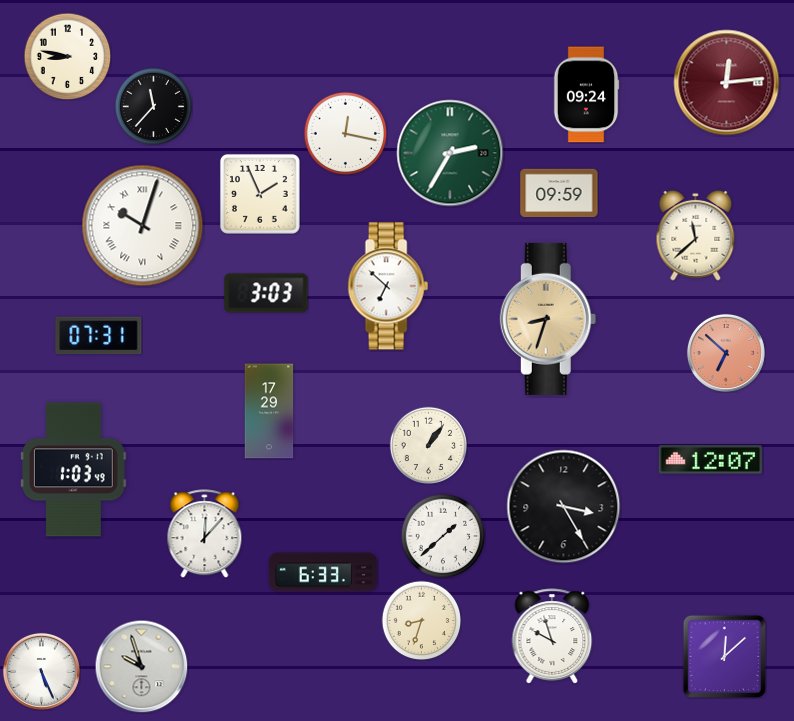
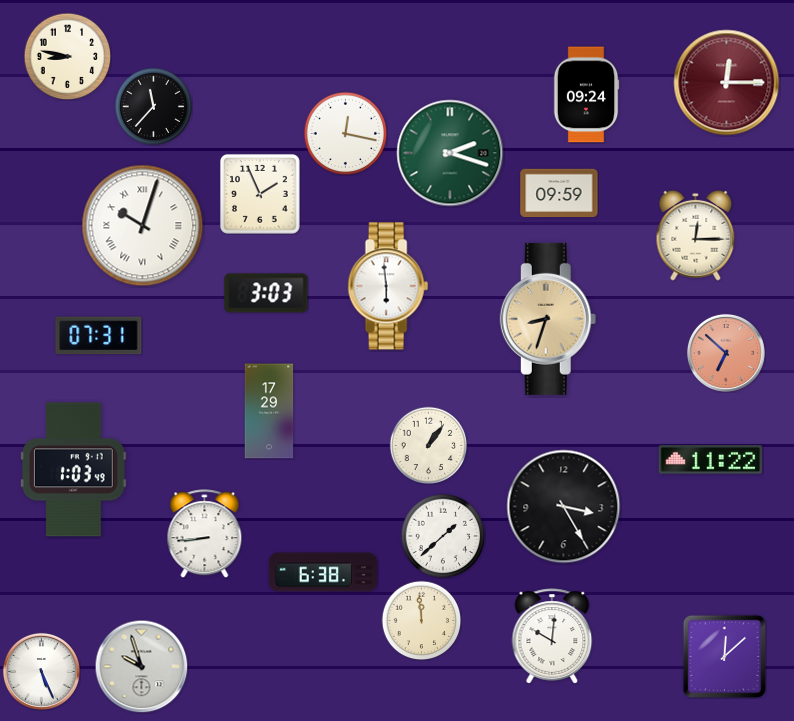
clock at (727, 83): 12:14 -> 12:15
clock at (450, 153): 2:35 -> 2:18
clock at (696, 235): 11:38 -> 12:15
clock at (388, 286): 6:52 -> 5:59
clock at (710, 460): 12:07 -> 11:22
clock at (205, 534): 12:07 -> 8:44
clock at (323, 572): 6:33 -> 6:38
clock at (421, 620): 8:33 -> 11:59
clock at (552, 636): 9:57 -> 10:01
